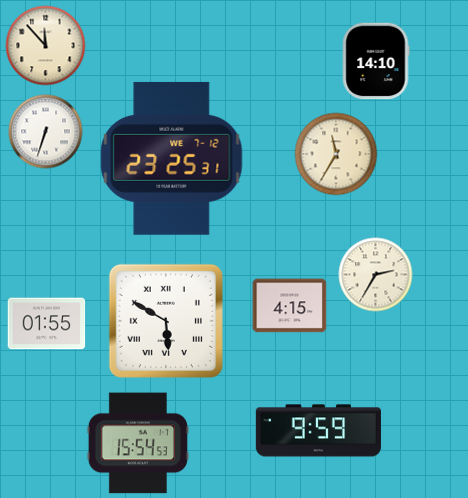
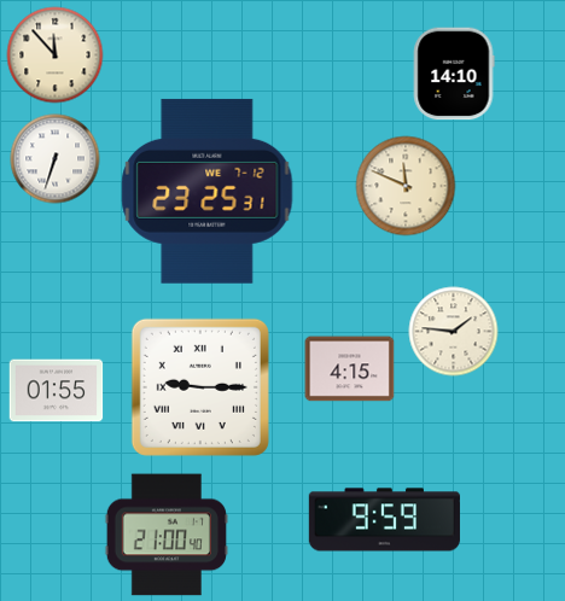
clock at (336, 154): 11:35 -> 11:49
clock at (376, 275): 2:35 -> 1:46
clock at (166, 321): 5:50 -> 9:15
clock at (138, 443): 15:54 -> 21:00
